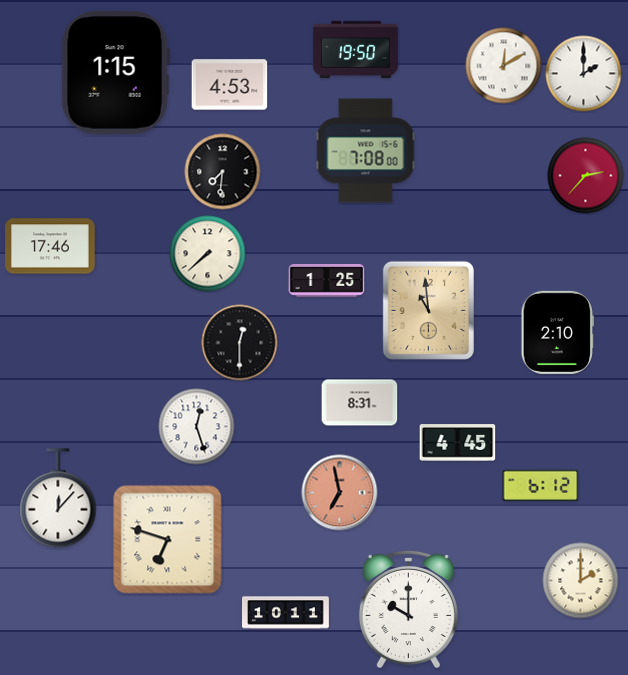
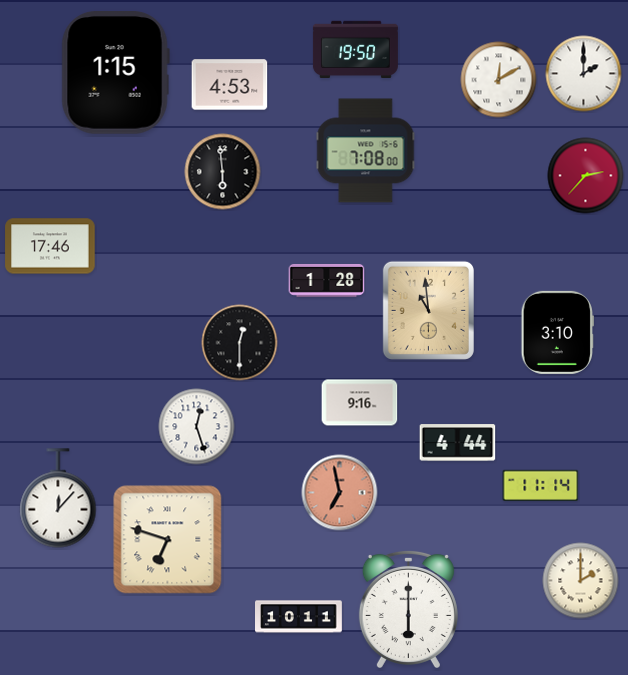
clock at (504, 66) position: (504, 66) -> (499, 80)
clock at (223, 172): 7:31 -> 5:59
clock at (208, 254): 7:38 -> none
clock at (327, 281): 1:25 -> 1:28
clock at (557, 332): 2:10 -> 3:10
clock at (360, 403): 8:31 -> 9:16
clock at (458, 443): 4:45 -> 4:44
clock at (541, 485): 6:12 -> 11:14
clock at (408, 609): 10:00 -> 6:00
clock at (286, 613) position: (286, 613) -> (299, 617)
